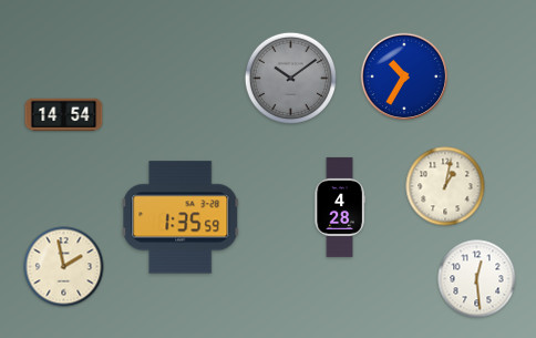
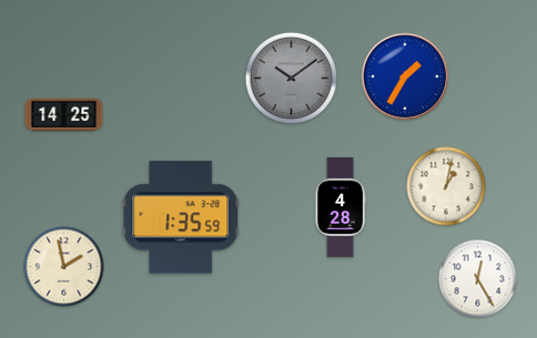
clock at (404, 76): 10:35 -> 1:35
clock at (64, 115): 14:54 -> 14:25
clock at (477, 279): 12:29 -> 12:25
